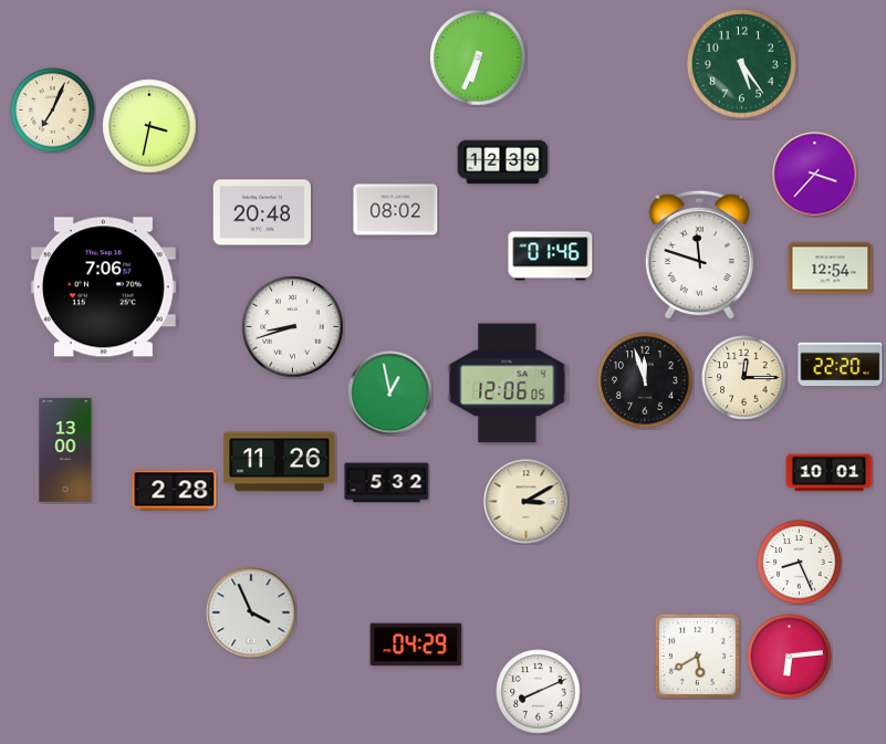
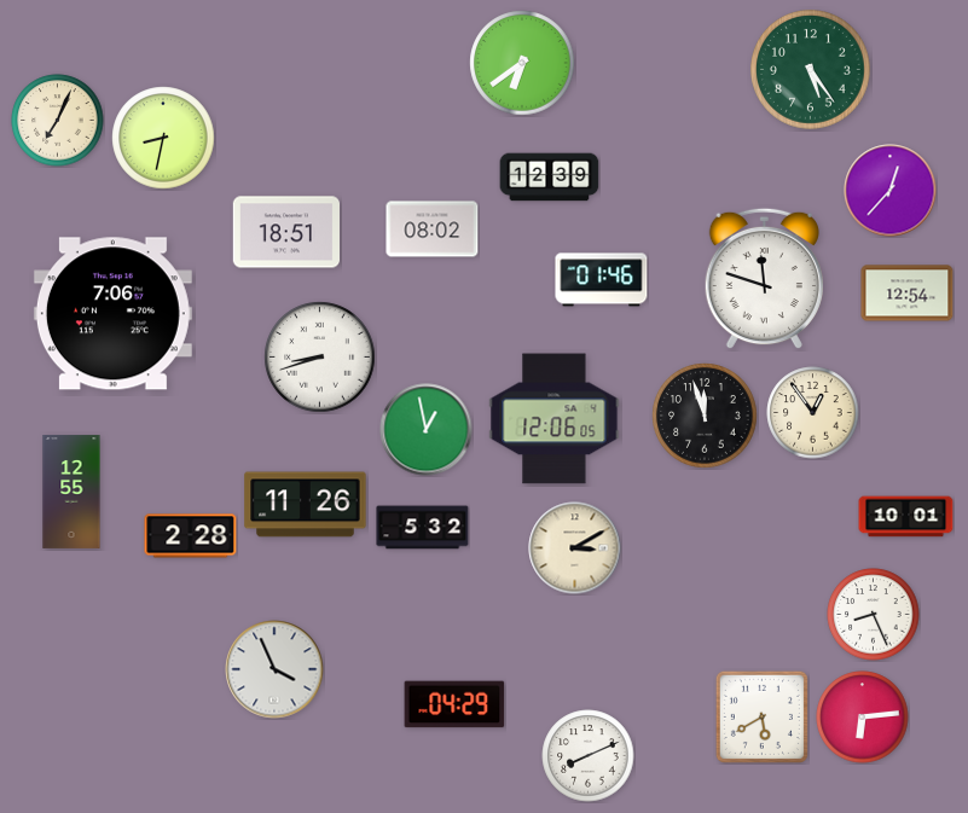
clock at (478, 57): 6:34 -> 6:39
clock at (149, 126): 3:32 -> 8:32
clock at (815, 175): 3:37 -> 12:37
clock at (261, 212): 20:48 -> 18:51
clock at (841, 365): 22:20 -> none
clock at (744, 378): 12:15 -> 12:54
clock at (65, 450): 13:00 -> 12:55
